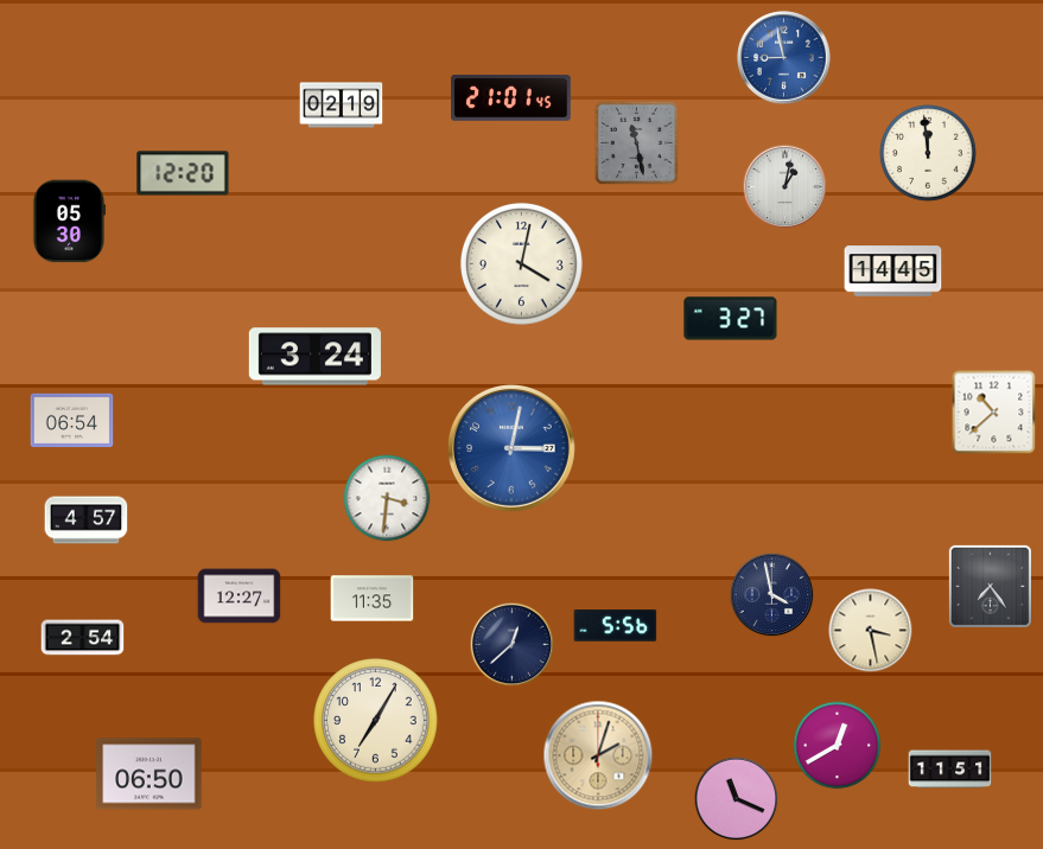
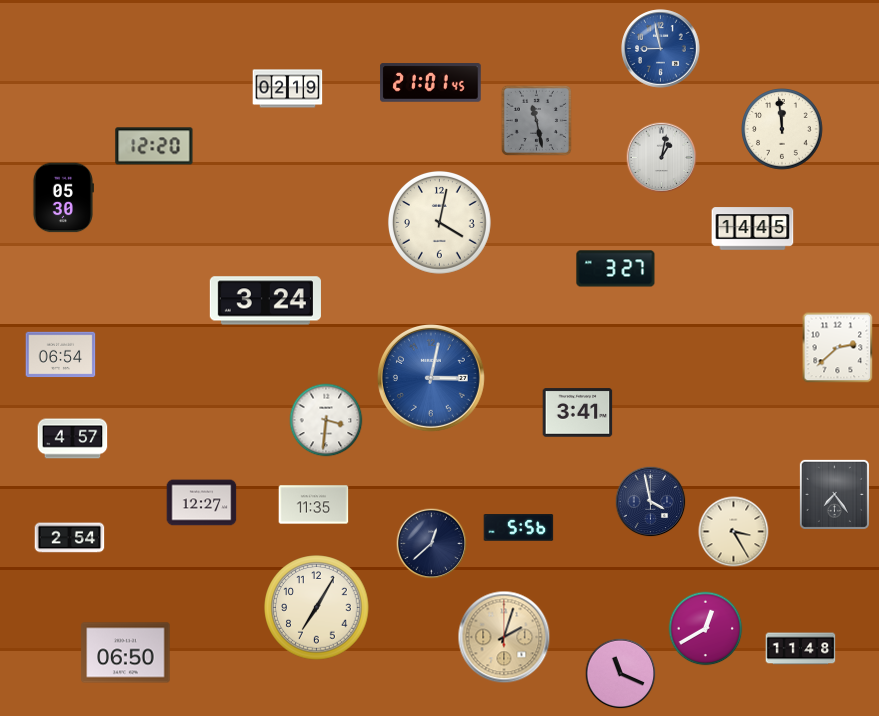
clock at (69, 222) position: (69, 222) -> (63, 198)
clock at (994, 413): 10:38 -> 2:38
clock at (578, 413): none -> 3:41
clock at (871, 631): 3:28 -> 3:25
clock at (950, 770): 11:51 -> 11:48
